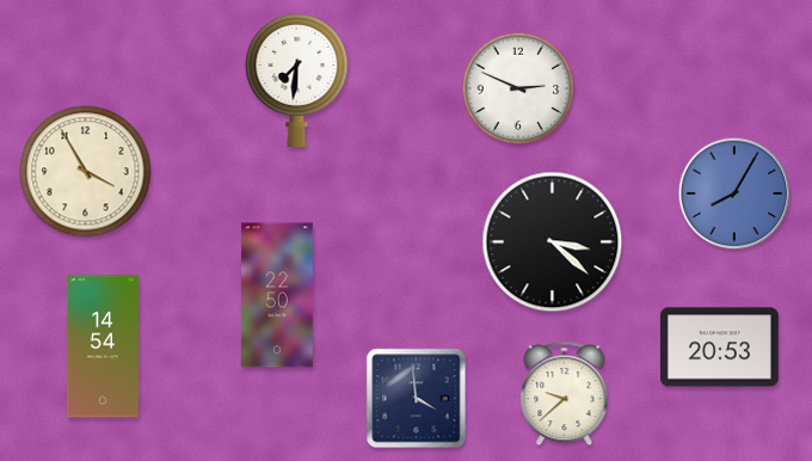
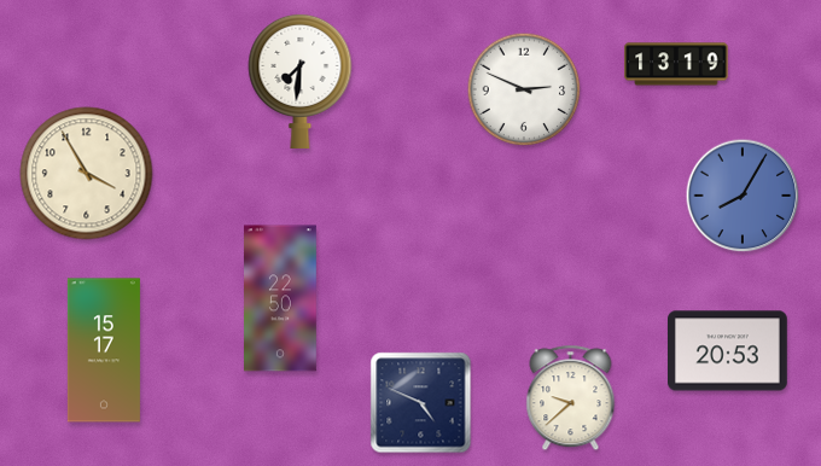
clock at (676, 64): none -> 13:19
clock at (553, 242): 3:22 -> none
clock at (103, 346): 14:54 -> 15:17
clock at (417, 399): 3:59 -> 4:49
